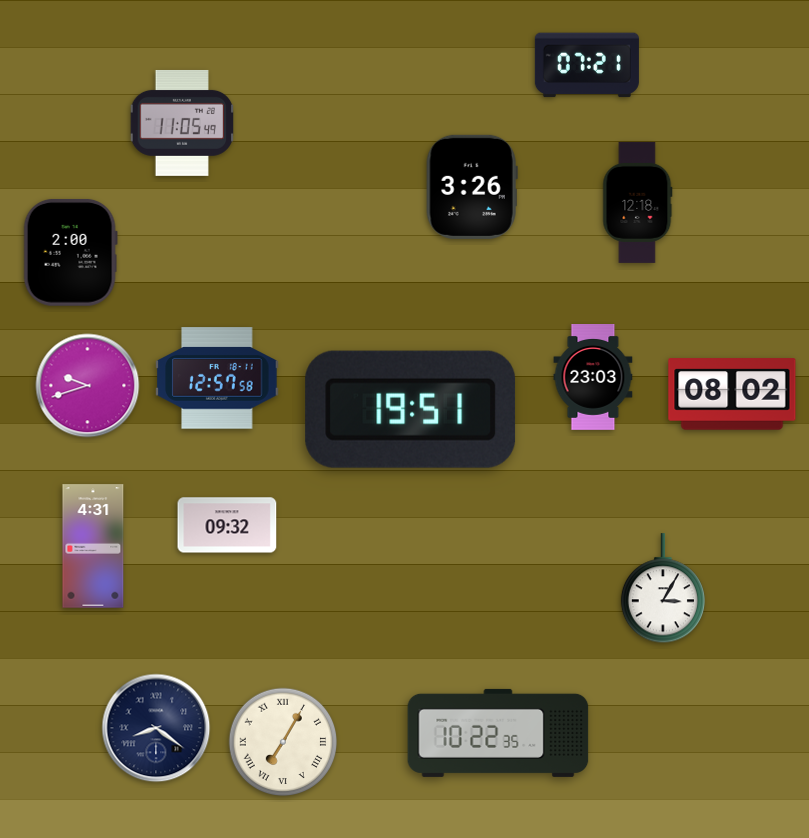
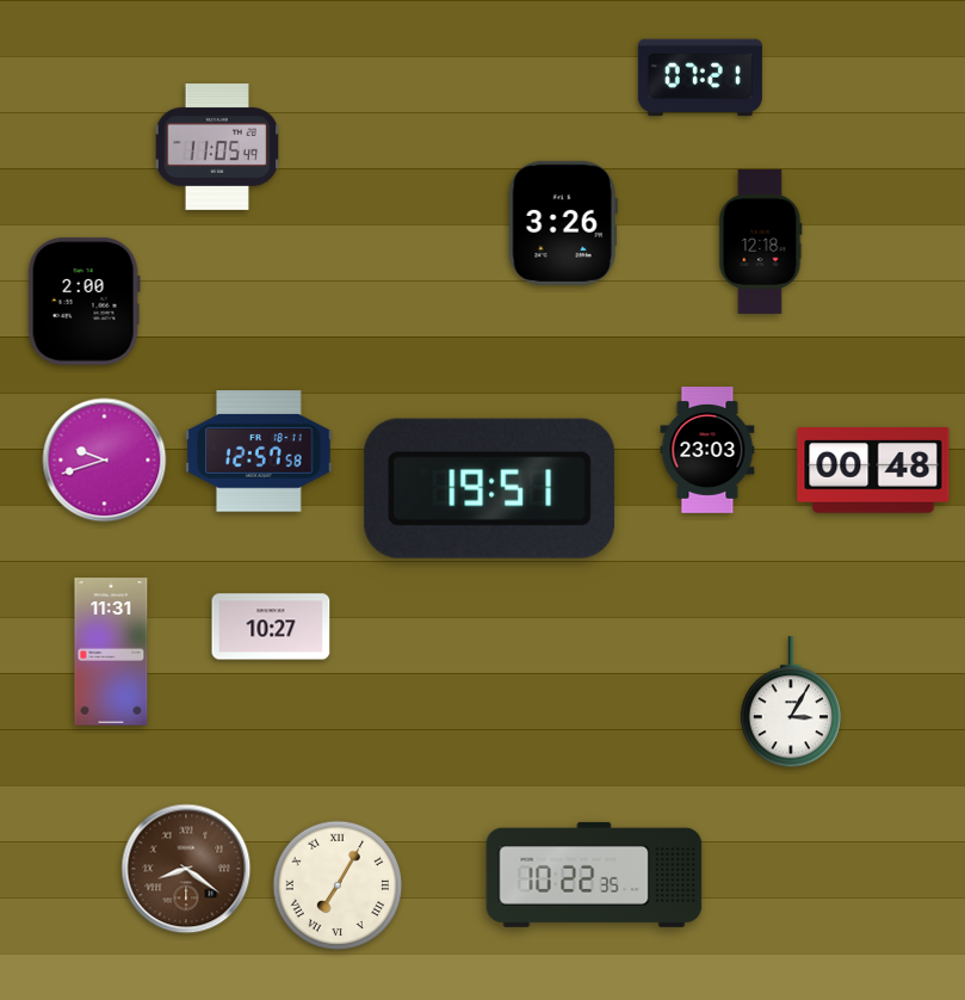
clock at (732, 394): 08:02 -> 00:48
clock at (227, 525): 09:32 -> 10:27
clock at (93, 546): 4:31 -> 11:31
clock at (156, 728) dial: navy -> brown
